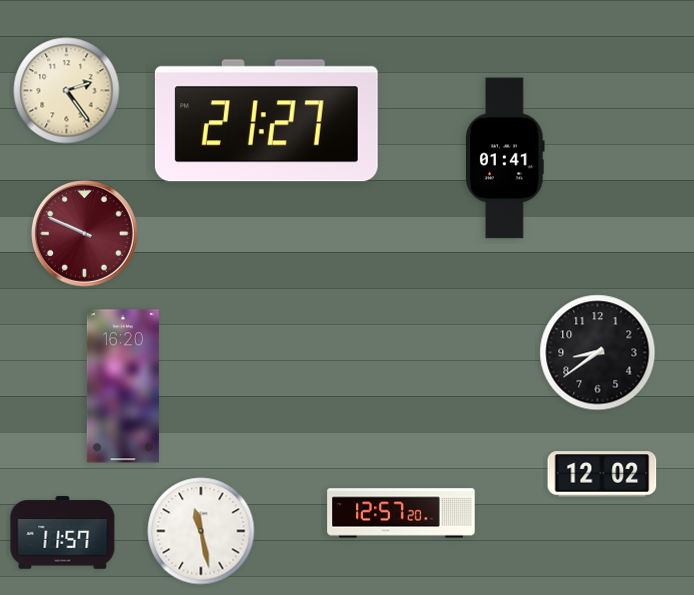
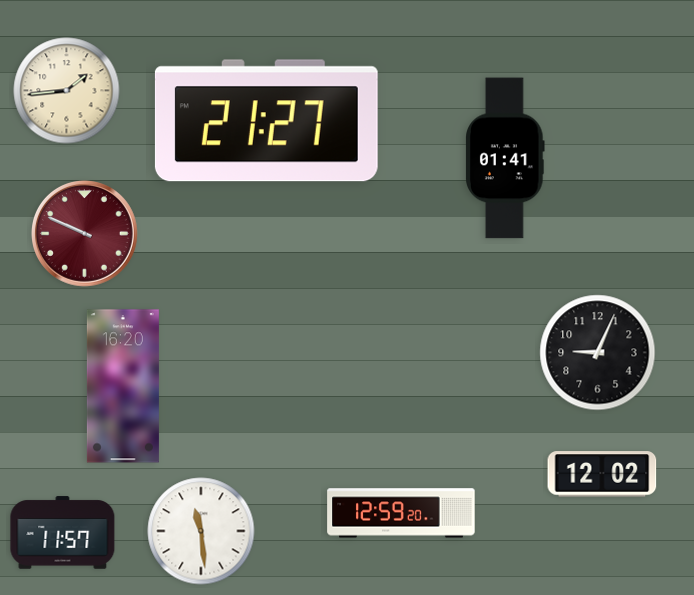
clock at (67, 91): 2:24 -> 1:44
clock at (598, 353): 8:39 -> 9:04
clock at (401, 513): 12:57 -> 12:59
clock at (201, 531): 11:28 -> 11:29
